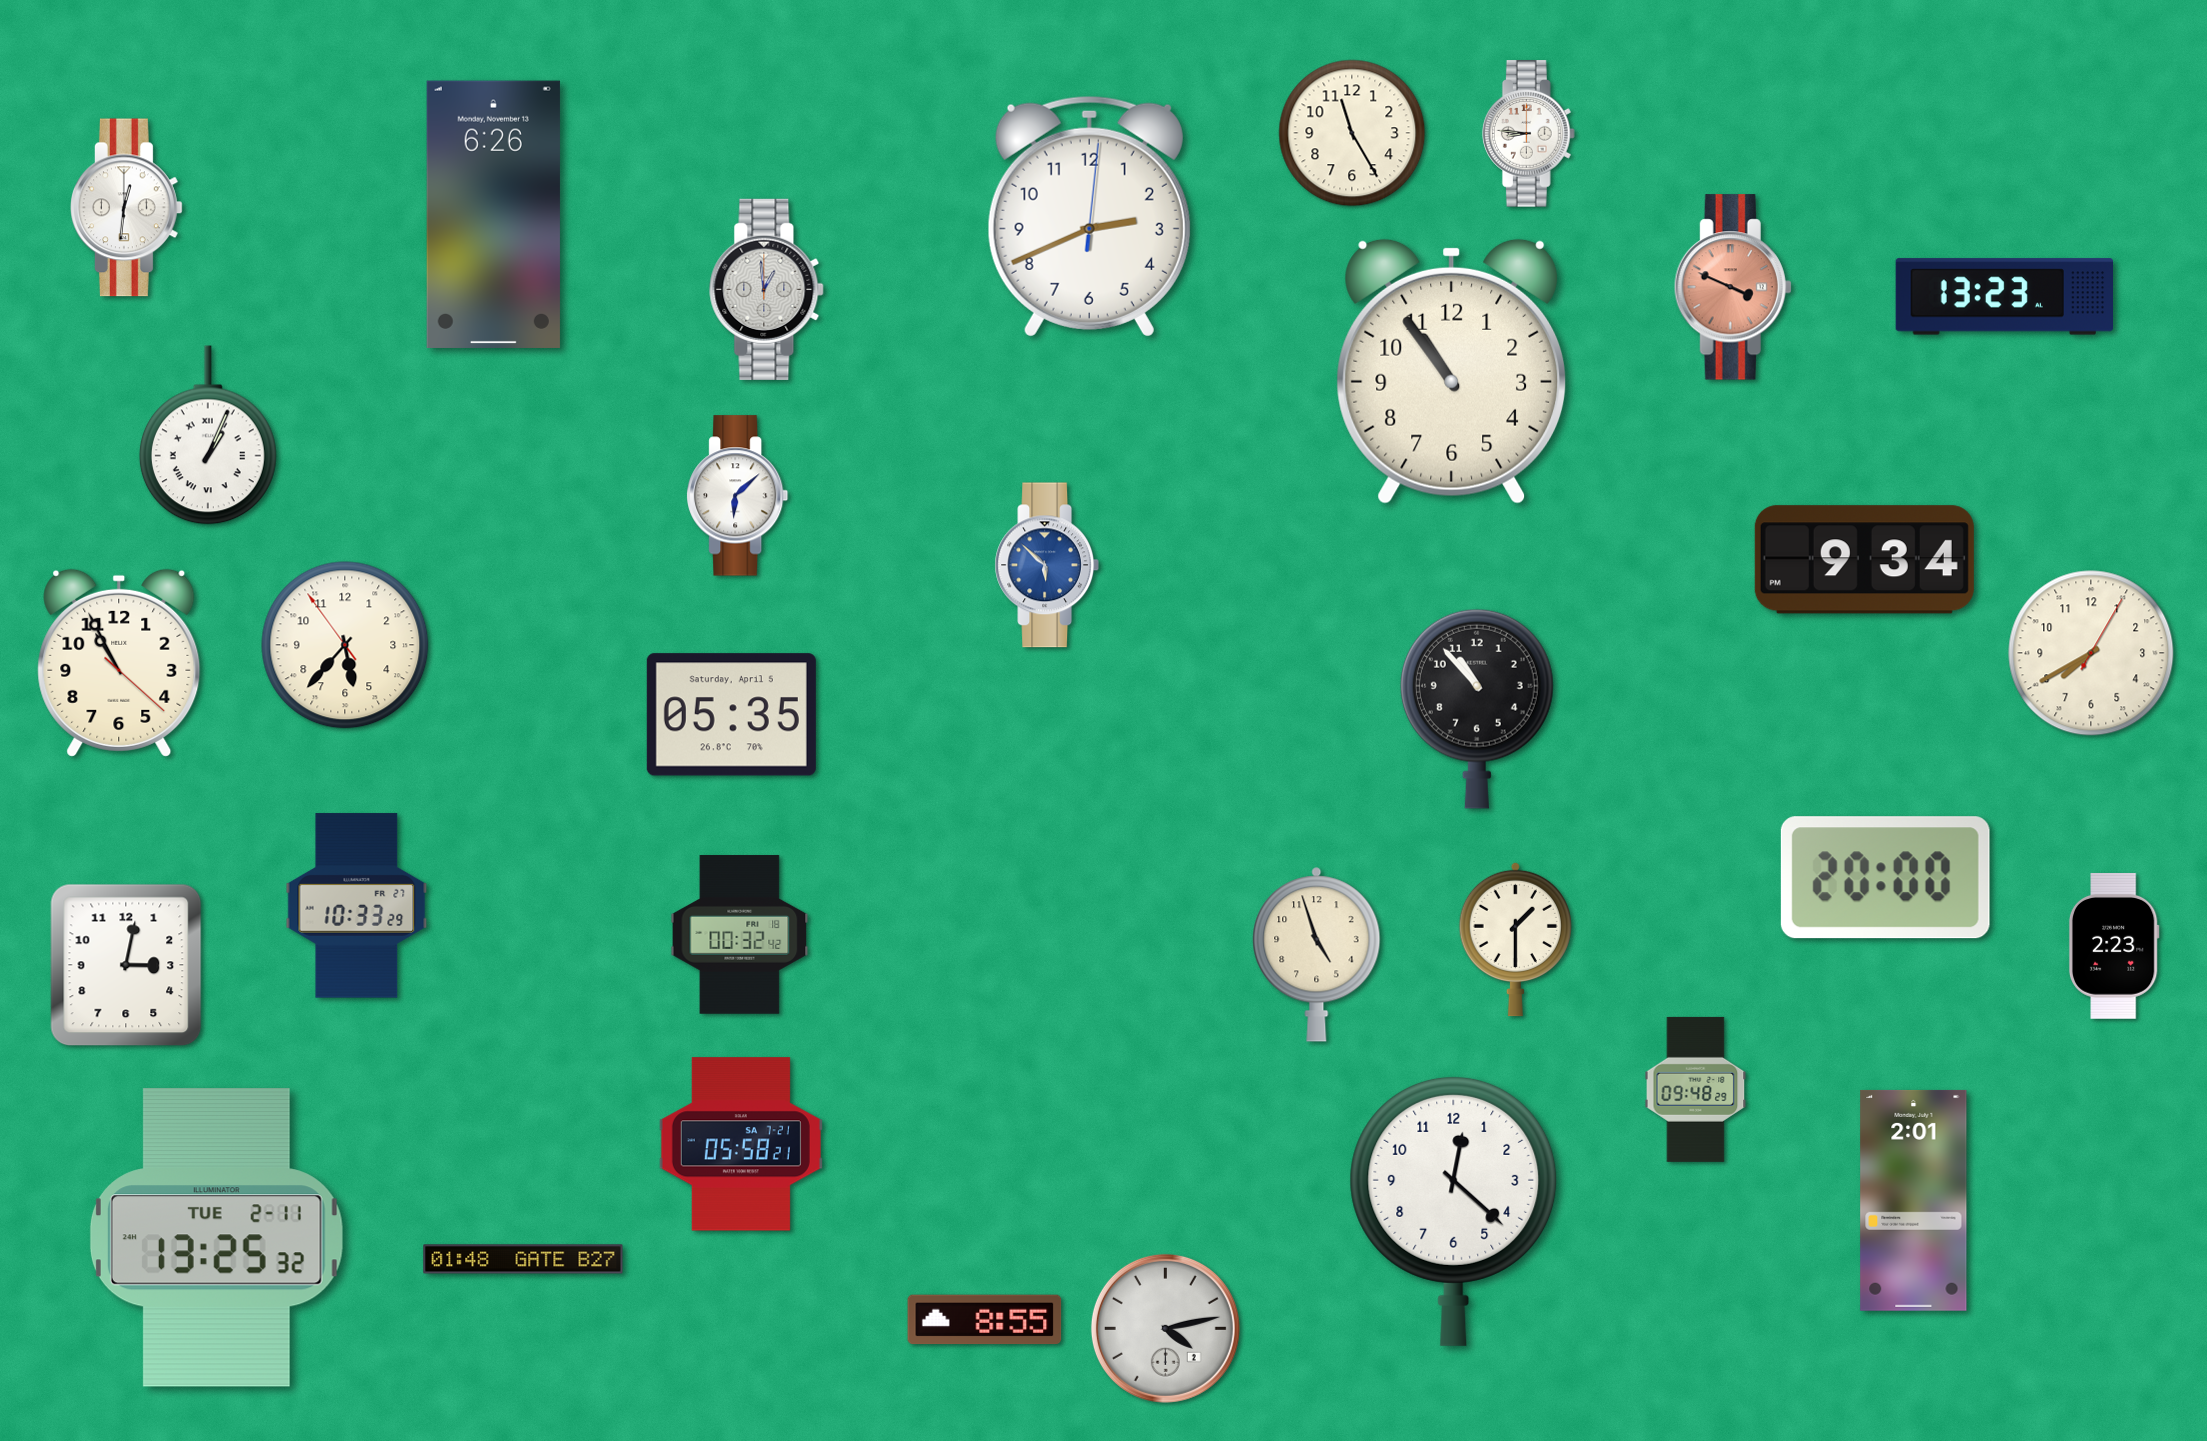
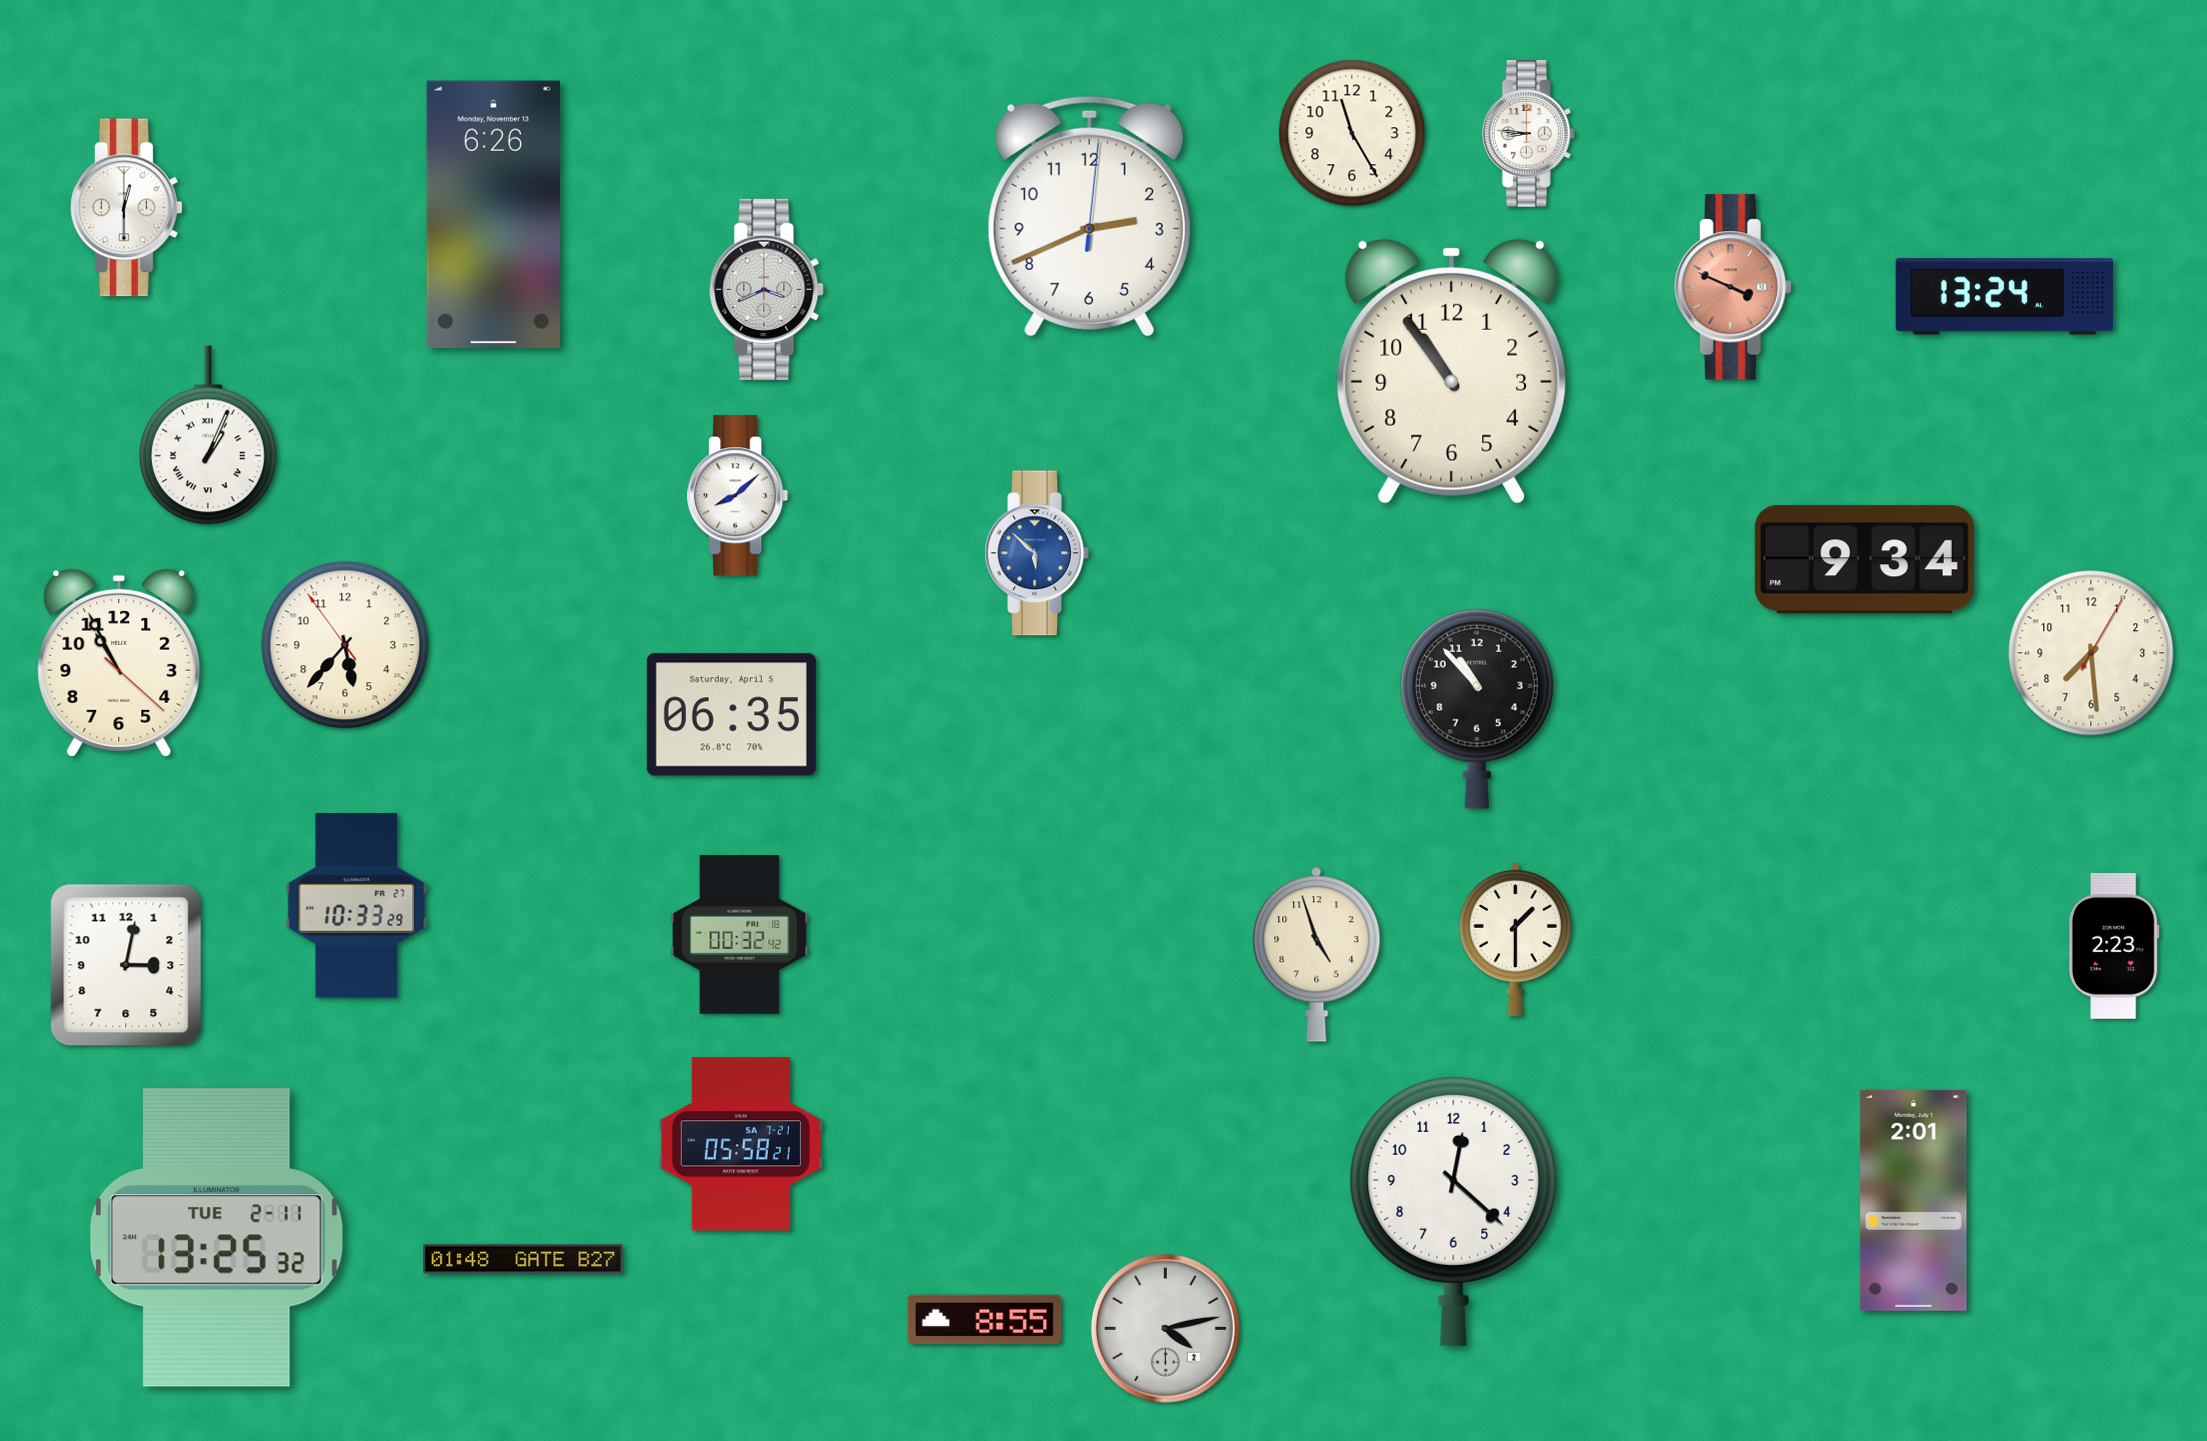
clock at (127, 208): 12:31 -> 12:30
clock at (767, 289): 12:59 -> 3:41
clock at (2004, 297): 13:23 -> 13:24
clock at (738, 496): 6:08 -> 8:08
clock at (1046, 565) position: (1046, 565) -> (1036, 553)
clock at (2091, 653): 7:40 -> 7:29
clock at (731, 715): 05:35 -> 06:35
clock at (1885, 878): 20:00 -> none
clock at (1696, 1089): 09:48 -> none
